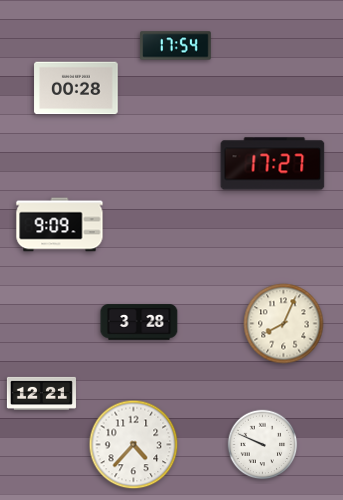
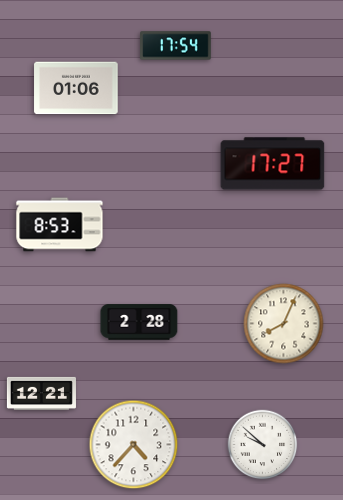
clock at (76, 88): 00:28 -> 01:06
clock at (60, 225): 9:09 -> 8:53
clock at (139, 322): 3:28 -> 2:28
clock at (263, 445): 9:49 -> 9:52
